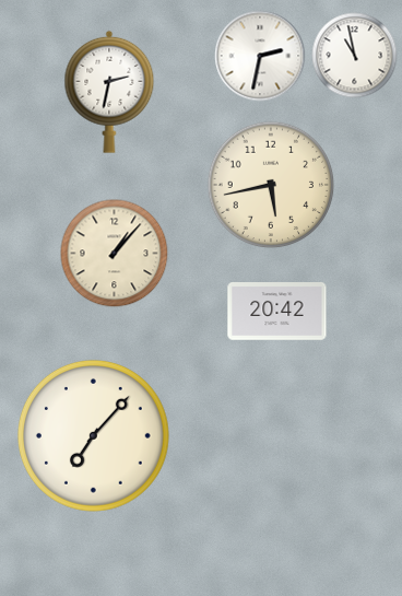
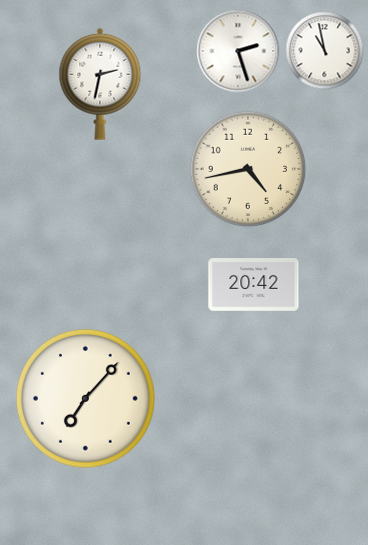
clock at (260, 56): 2:32 -> 2:27
clock at (271, 185): 5:43 -> 4:43
clock at (115, 254): 1:07 -> none
